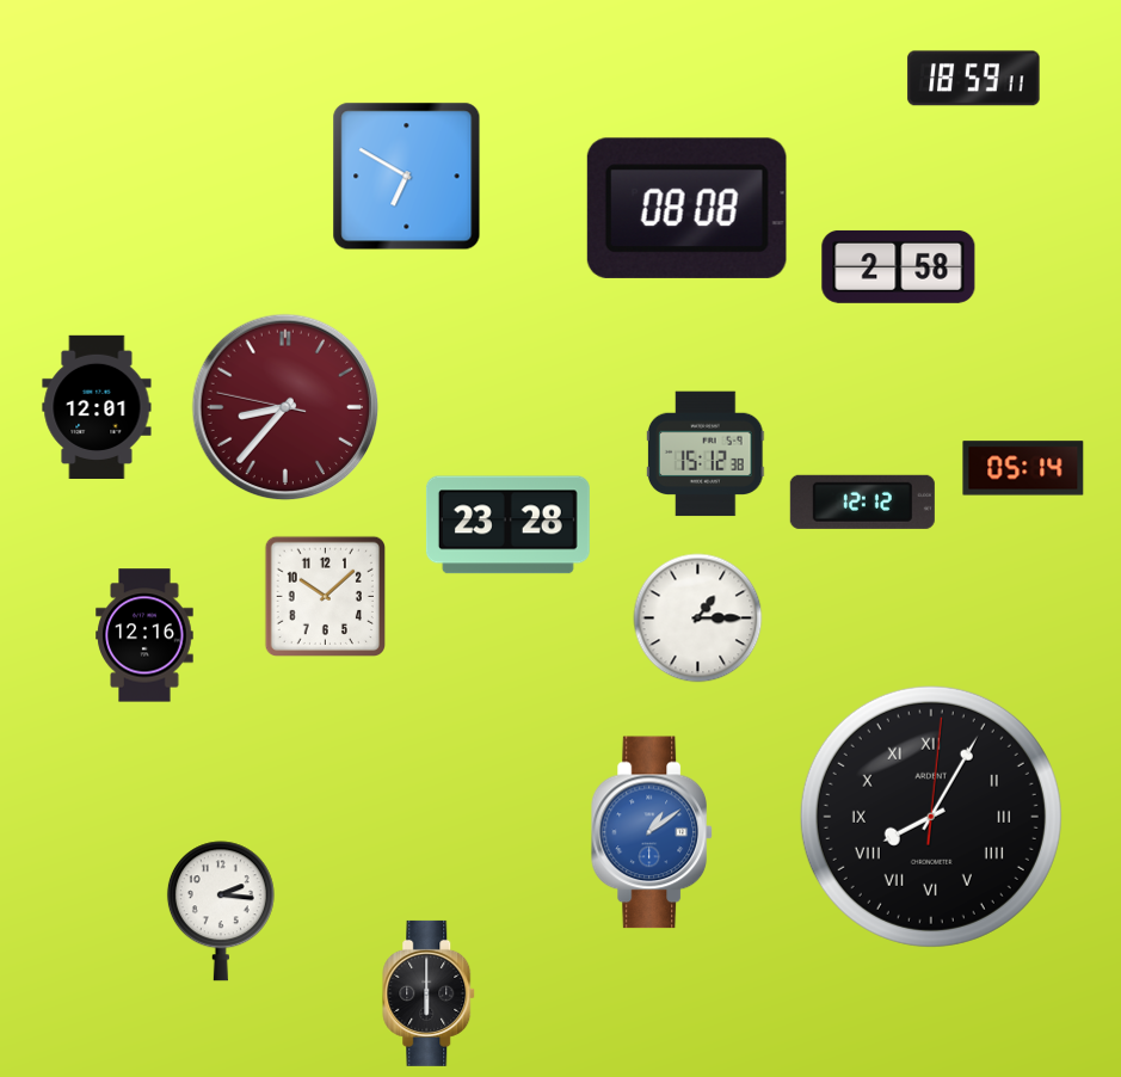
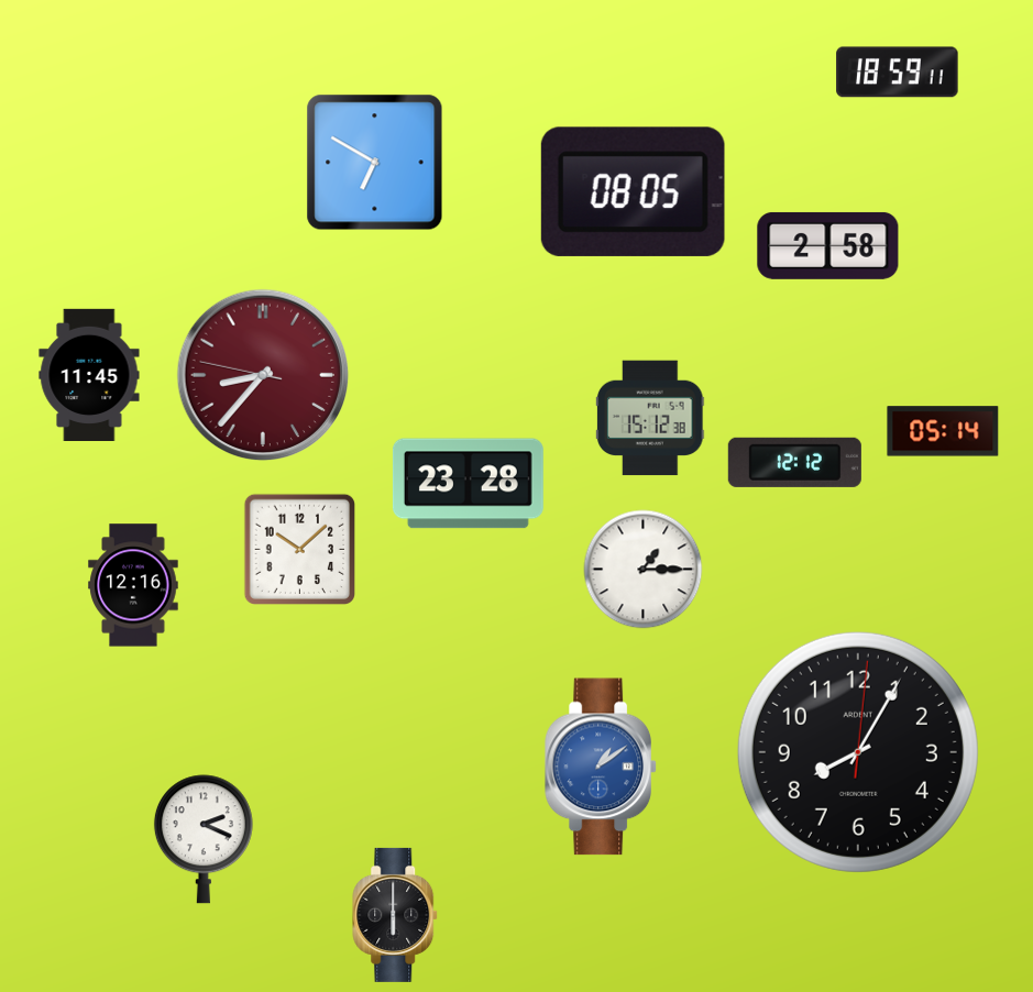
clock at (686, 208): 08:08 -> 08:05
clock at (97, 406): 12:01 -> 11:45
clock at (931, 817) numerals: Roman -> Arabic
clock at (221, 911): 2:16 -> 2:19
